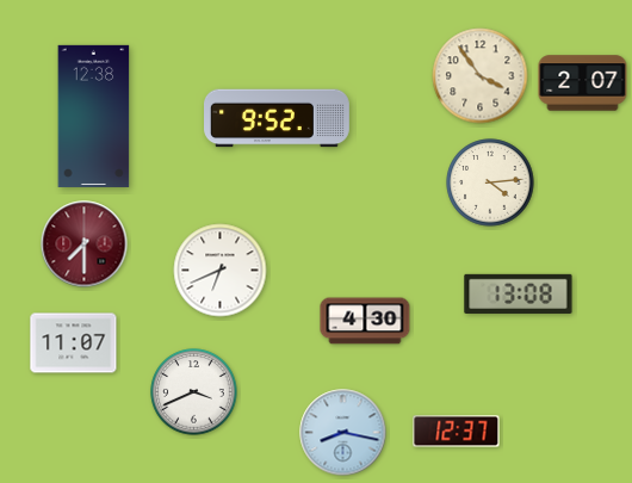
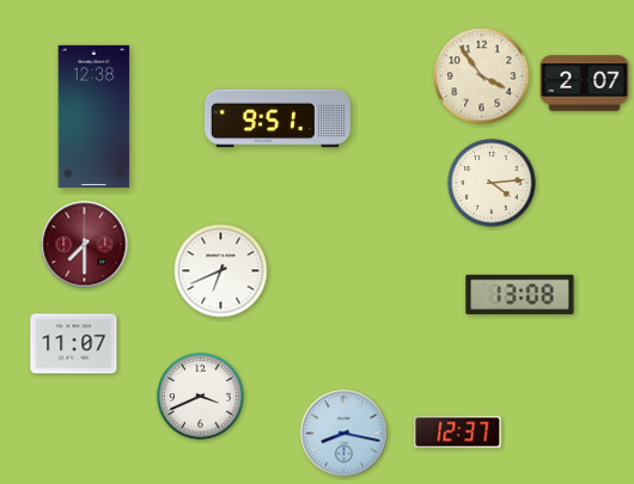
clock at (278, 118): 9:52 -> 9:51
clock at (365, 321): 4:30 -> none
clock at (194, 392) position: (194, 392) -> (201, 397)
